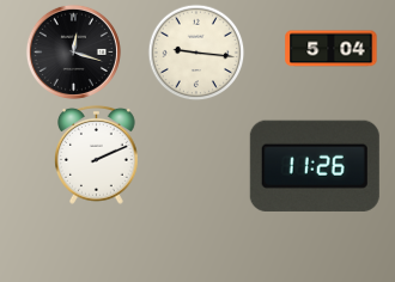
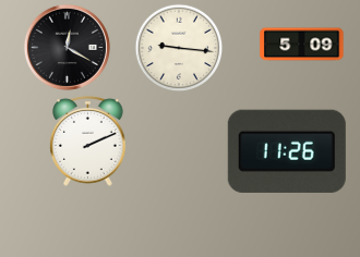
clock at (332, 49): 5:04 -> 5:09
clock at (73, 51): 12:18 -> 12:20
